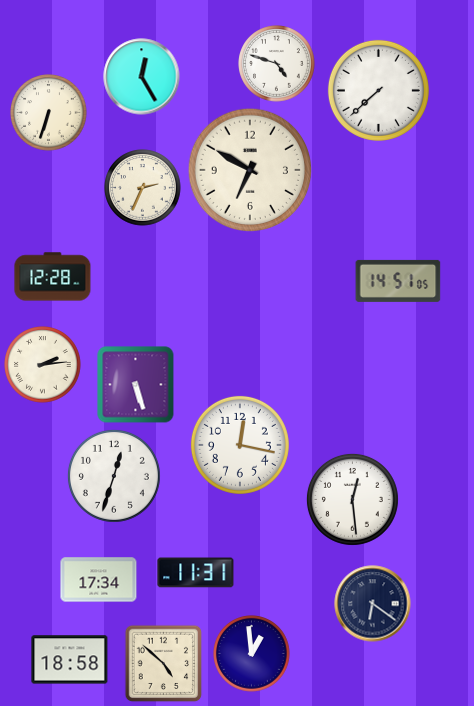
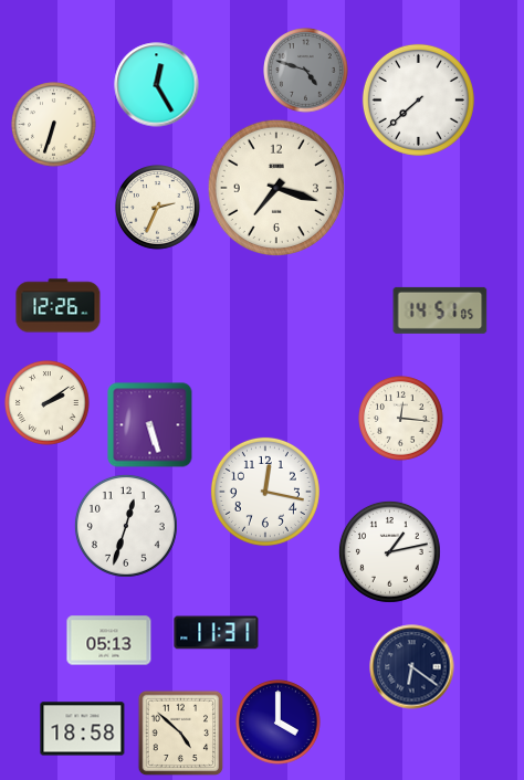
clock at (277, 64) dial: white -> grey
clock at (249, 169): 6:50 -> 7:18
clock at (53, 277): 12:28 -> 12:26
clock at (43, 365): 2:14 -> 2:09
clock at (401, 419): none -> 12:16
clock at (352, 499): 12:29 -> 1:13
clock at (99, 580): 17:34 -> 05:13
clock at (252, 654): 12:59 -> 4:00
clock at (70, 660) position: (70, 660) -> (83, 729)
